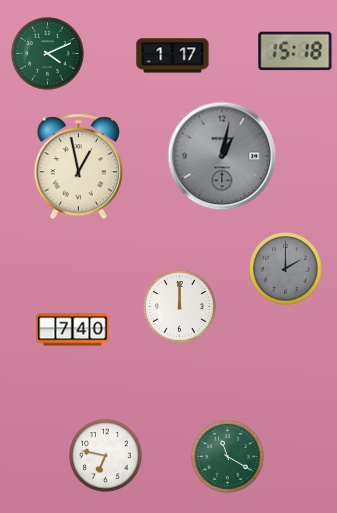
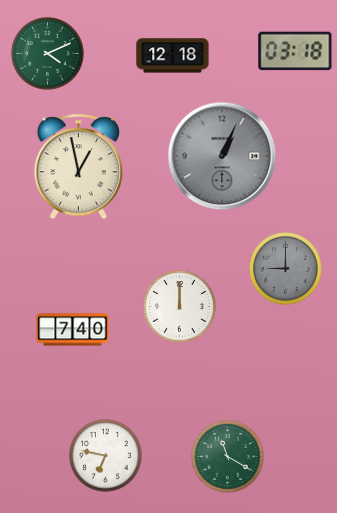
clock at (295, 51): 15:18 -> 03:18
clock at (173, 56): 1:17 -> 12:18
clock at (222, 156): 1:02 -> 1:04
clock at (286, 269): 2:00 -> 9:00
